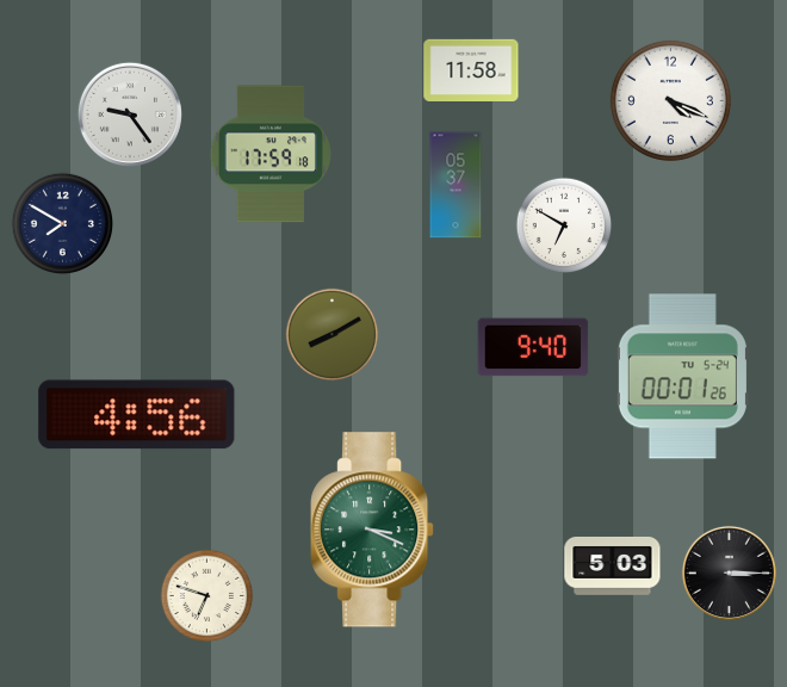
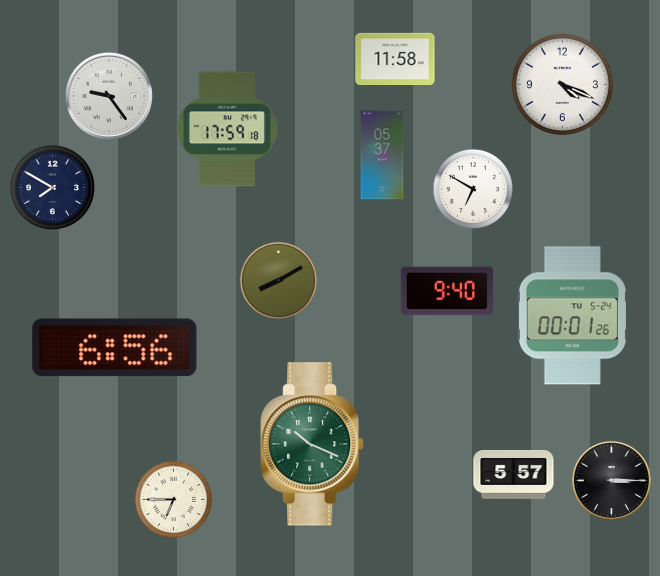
clock at (137, 415): 4:56 -> 6:56
clock at (372, 530): 3:19 -> 10:19
clock at (613, 567): 5:03 -> 5:57
clock at (207, 596): 6:48 -> 6:45
